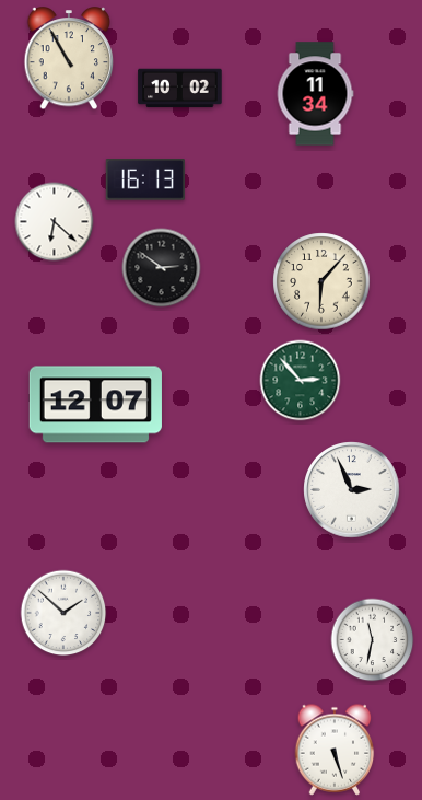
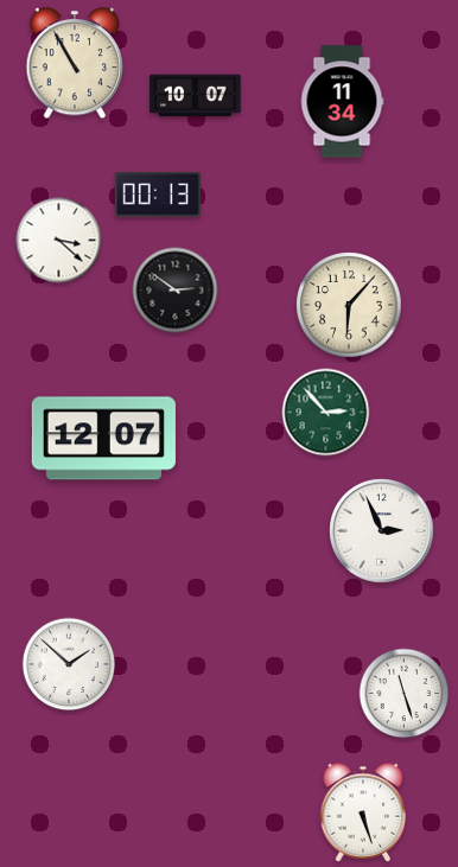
clock at (180, 89): 10:02 -> 10:07
clock at (145, 181): 16:13 -> 00:13
clock at (55, 222): 6:22 -> 3:22
clock at (373, 640): 11:32 -> 11:27
